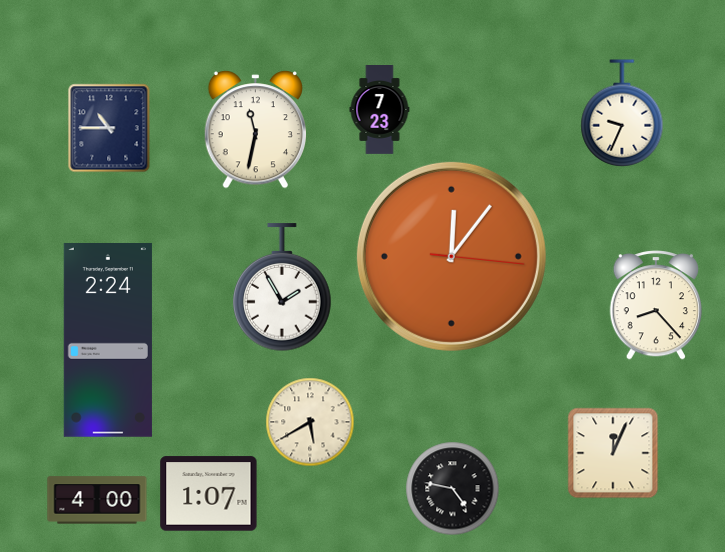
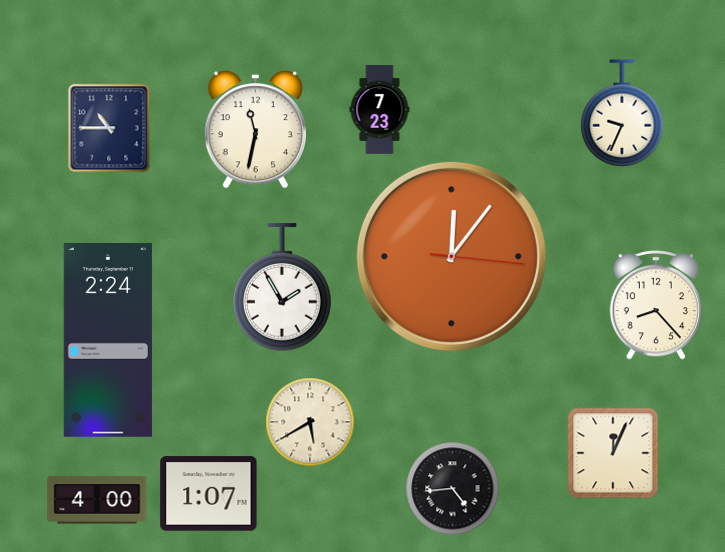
clock at (453, 489): 4:47 -> 4:44
